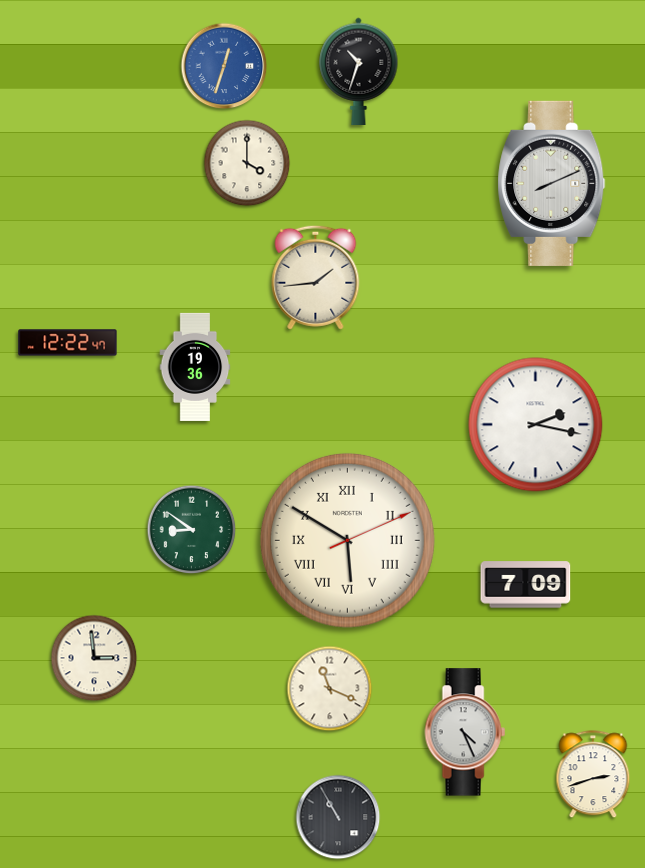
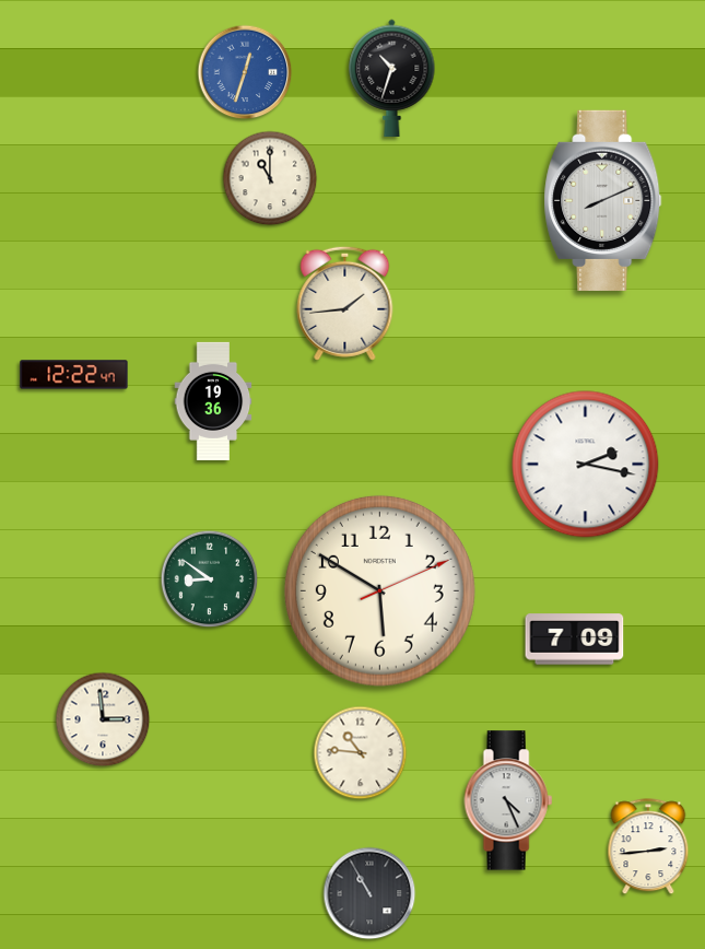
clock at (247, 163): 4:00 -> 11:00
clock at (347, 540) numerals: Roman -> Arabic
clock at (330, 689): 11:19 -> 10:46
clock at (593, 775): 2:42 -> 2:44
